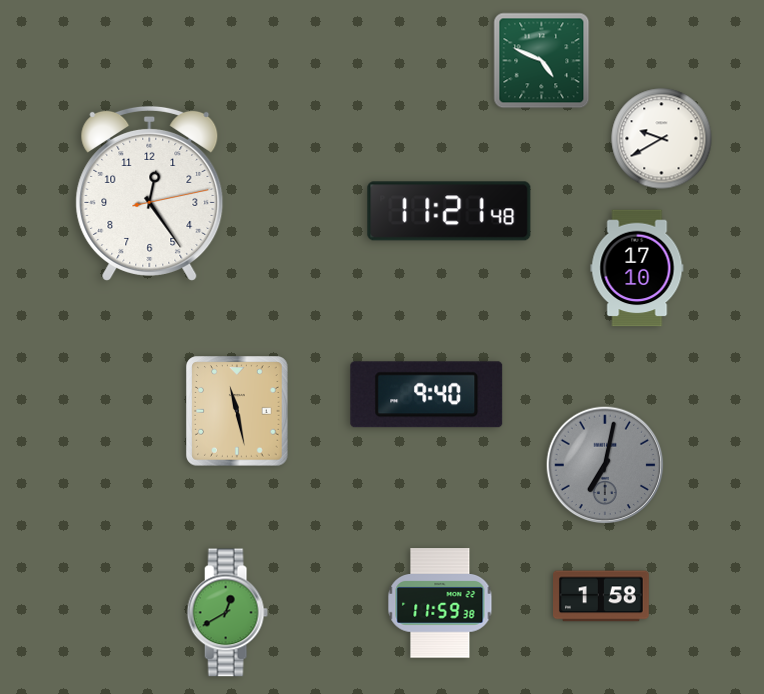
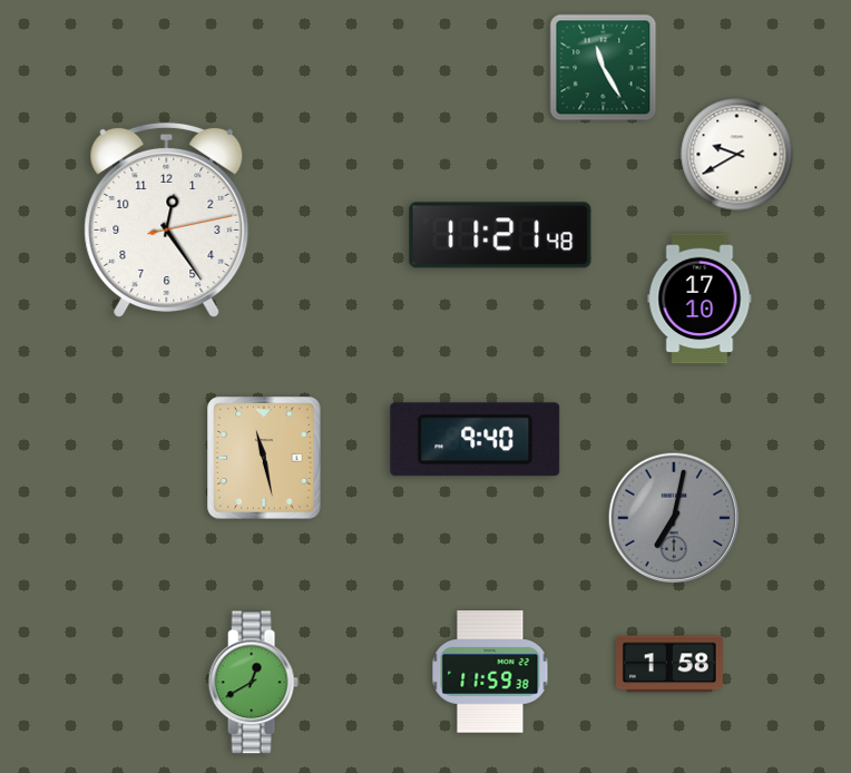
clock at (542, 61): 4:49 -> 11:25
clock at (150, 193) position: (150, 193) -> (167, 219)
clock at (637, 268) position: (637, 268) -> (700, 299)
